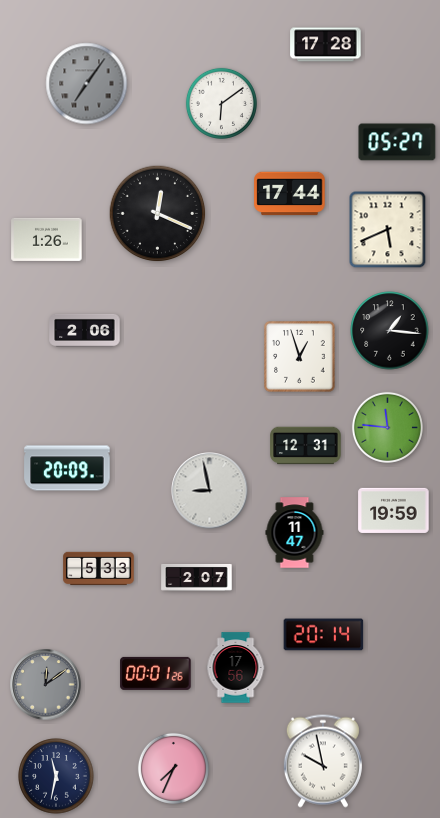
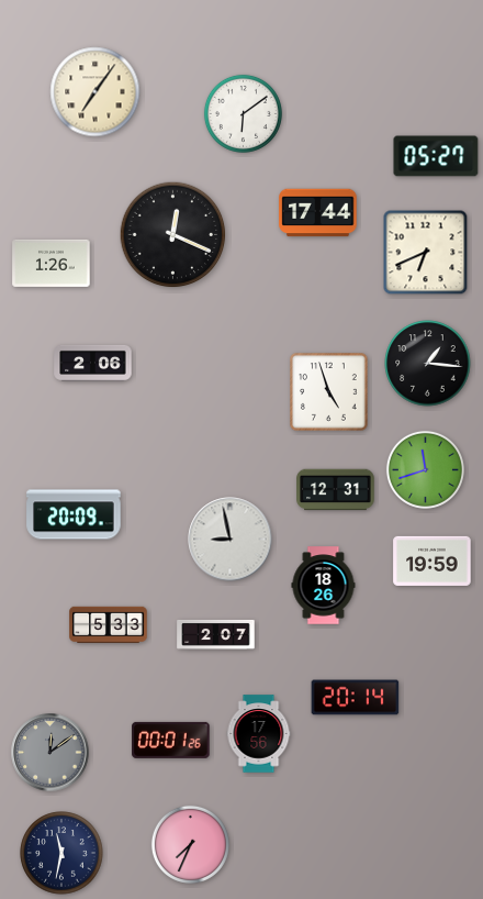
clock at (326, 45): 17:28 -> none
clock at (87, 84) dial: grey -> cream
clock at (388, 230): 5:41 -> 6:41
clock at (300, 357): 12:57 -> 4:57
clock at (387, 427): 11:46 -> 11:42
clock at (295, 533): 11:47 -> 18:26
clock at (323, 761): 9:58 -> none
